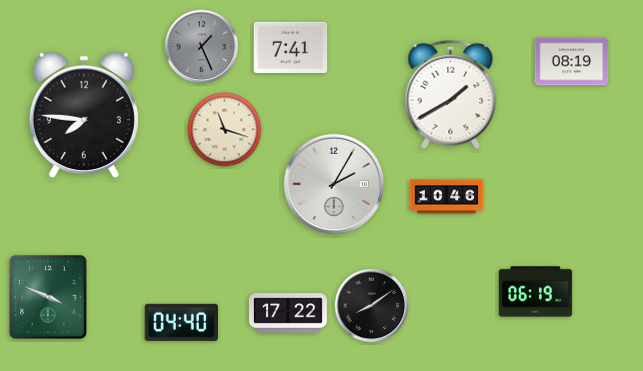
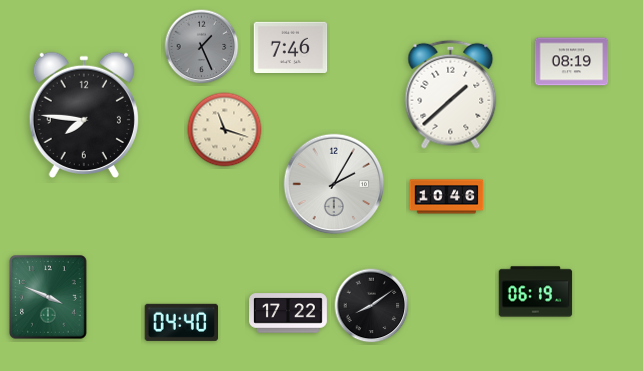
clock at (291, 47): 7:41 -> 7:46
clock at (451, 94): 1:40 -> 1:38
